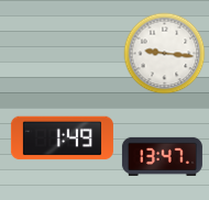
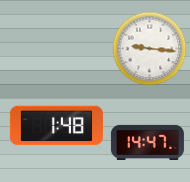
clock at (62, 138): 1:49 -> 1:48
clock at (162, 156): 13:47 -> 14:47
